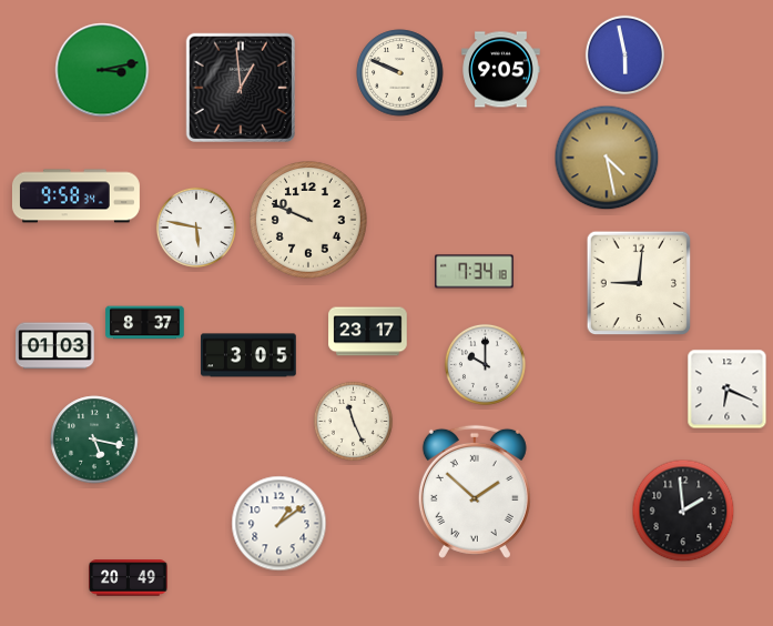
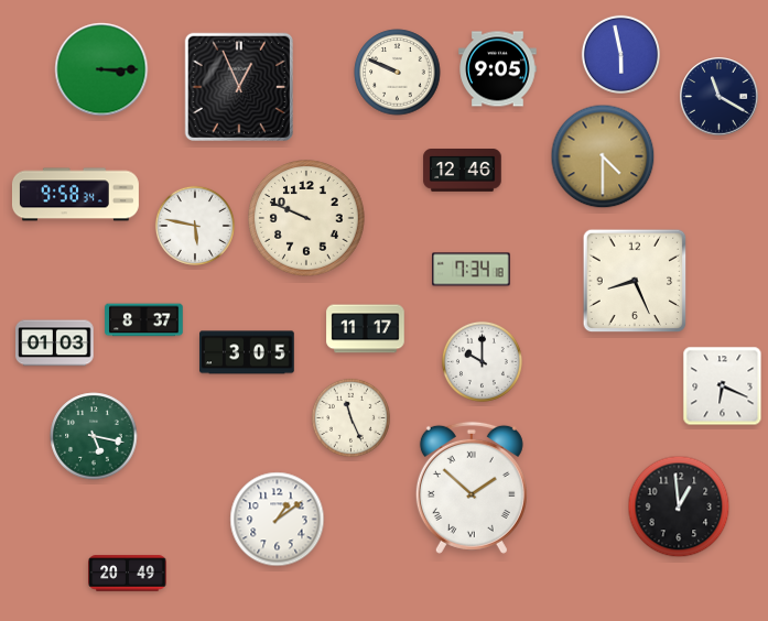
clock at (102, 70): 3:13 -> 3:15
clock at (240, 87): 12:59 -> 12:56
clock at (720, 97): none -> 11:20
clock at (607, 158): 4:28 -> 4:30
clock at (463, 171): none -> 12:46
clock at (639, 283): 9:01 -> 8:26
clock at (368, 332): 23:17 -> 11:17
clock at (683, 511): 1:59 -> 12:59
